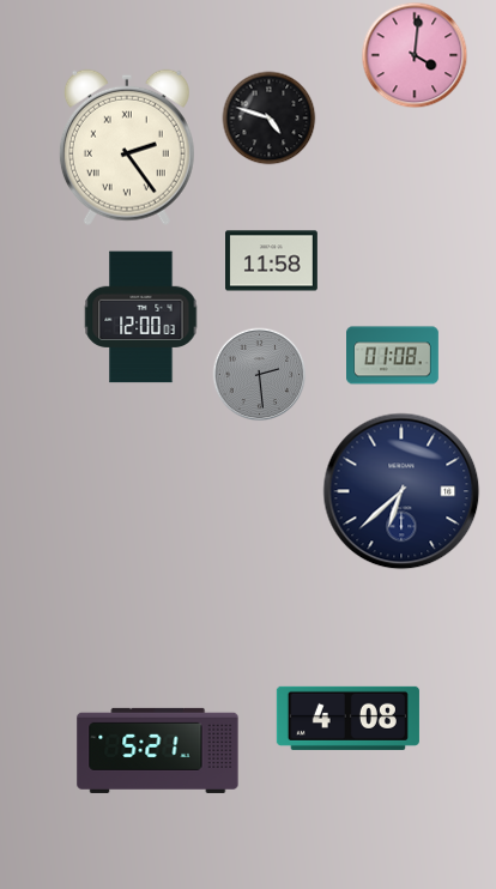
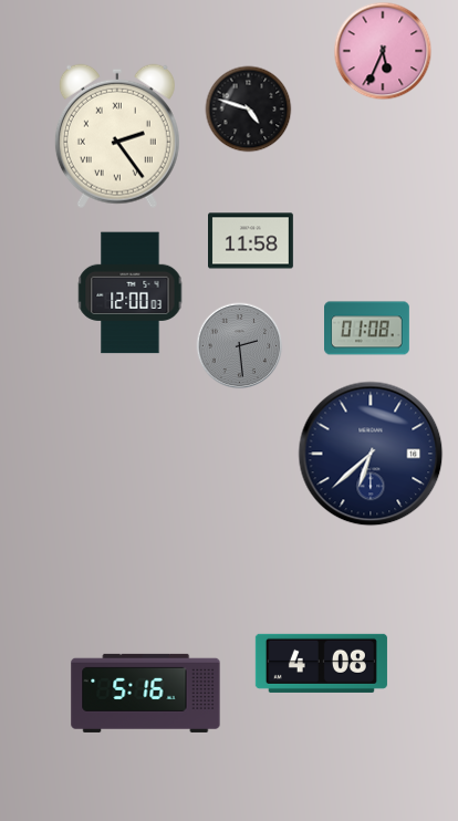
clock at (415, 55): 4:01 -> 5:34
clock at (393, 356) position: (393, 356) -> (367, 329)
clock at (158, 750): 5:21 -> 5:16
